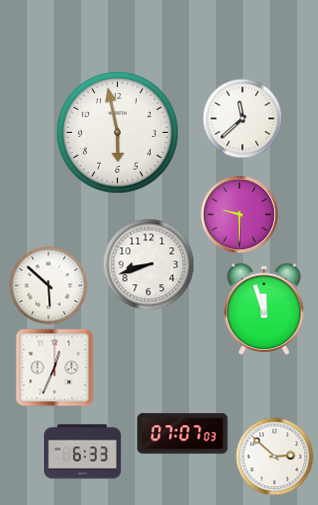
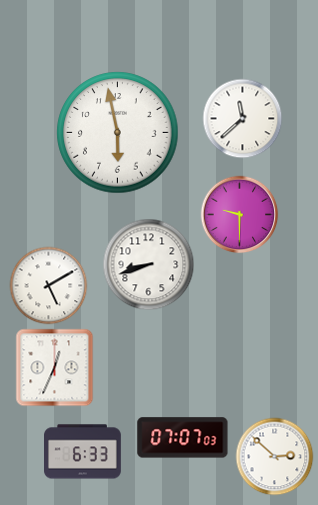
clock at (48, 285): 5:52 -> 5:10
clock at (264, 309): 11:57 -> none
clock at (183, 434) position: (183, 434) -> (183, 438)
